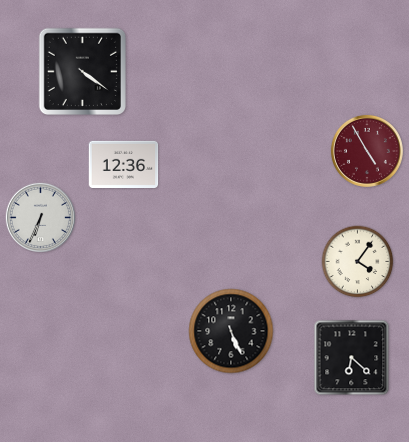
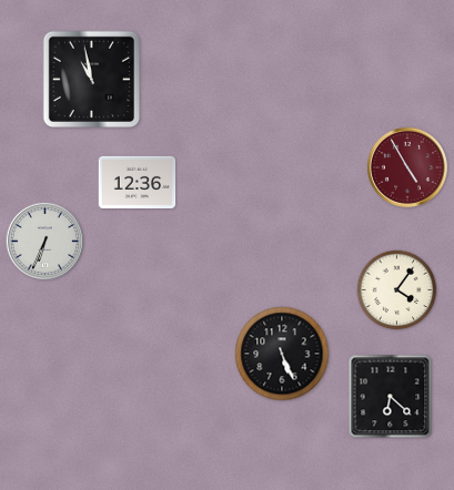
clock at (82, 71): 4:21 -> 10:58
clock at (231, 331) position: (231, 331) -> (282, 354)
